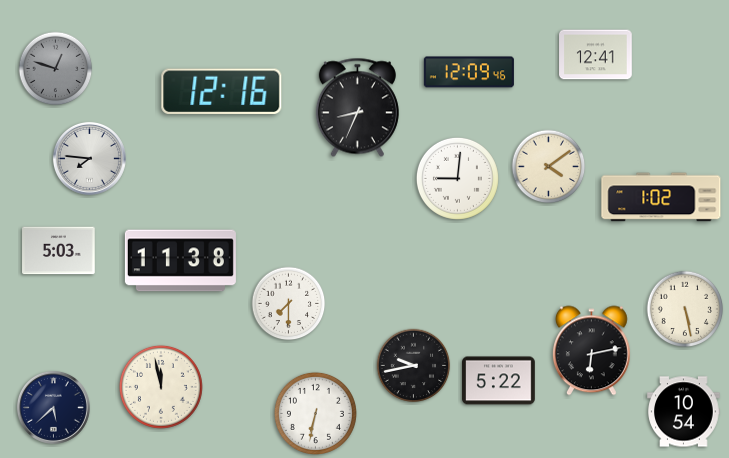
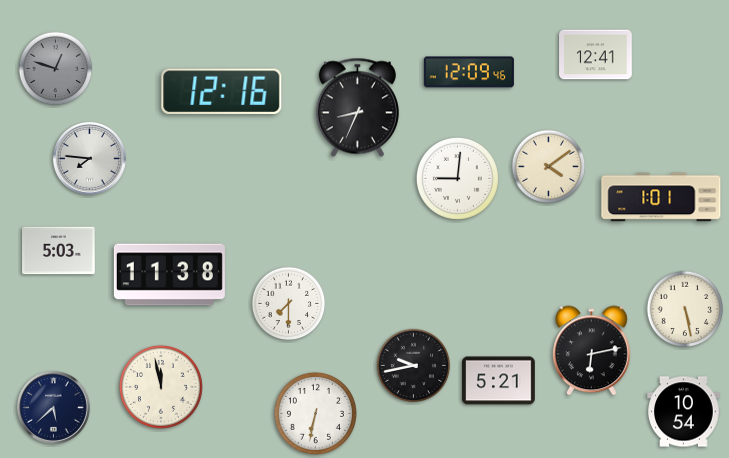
clock at (661, 197): 1:02 -> 1:01
clock at (180, 261) position: (180, 261) -> (169, 275)
clock at (499, 381): 5:22 -> 5:21
